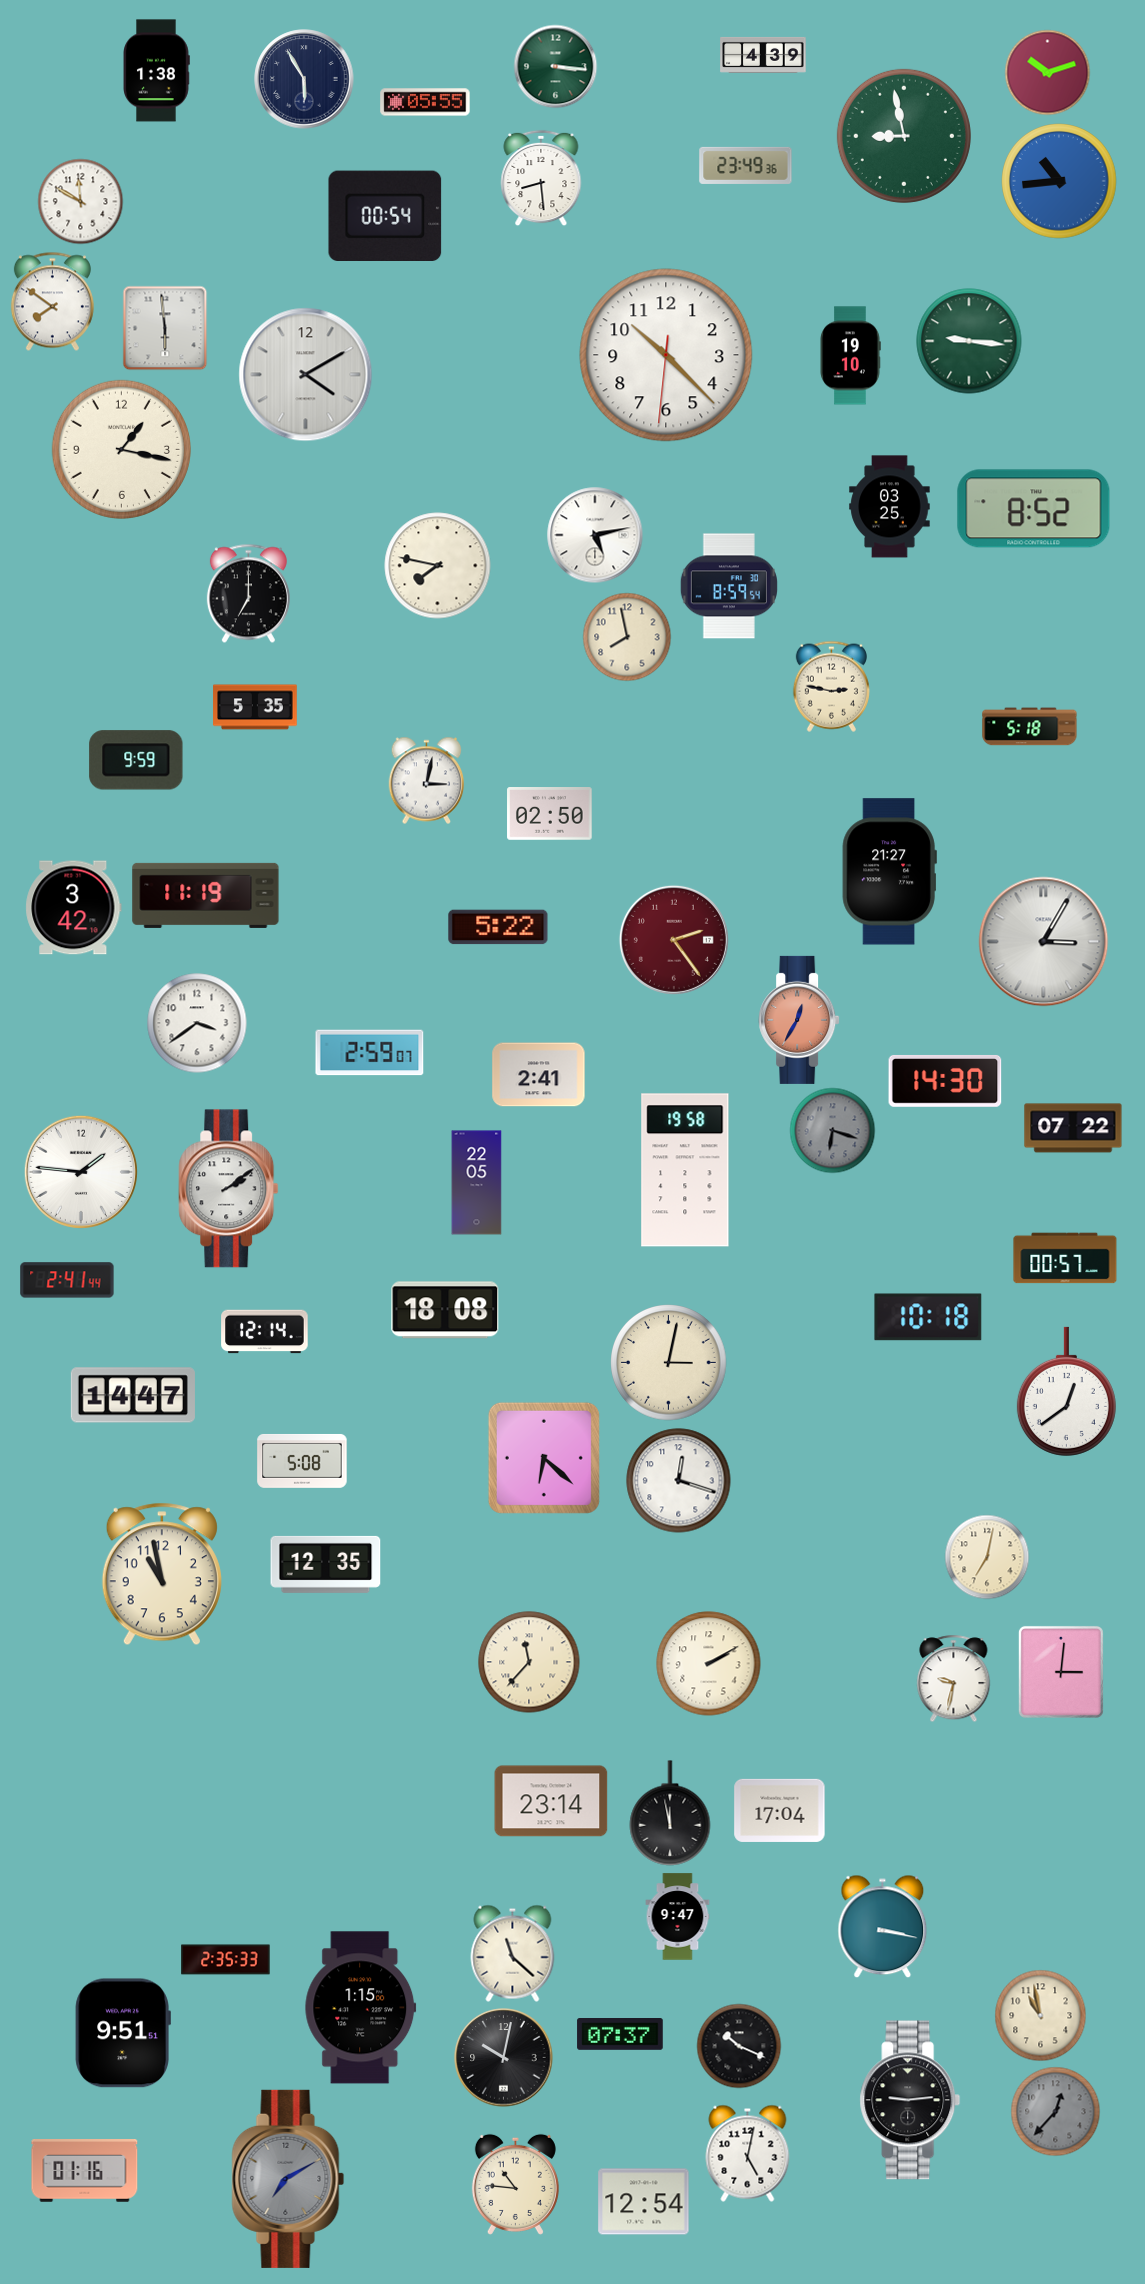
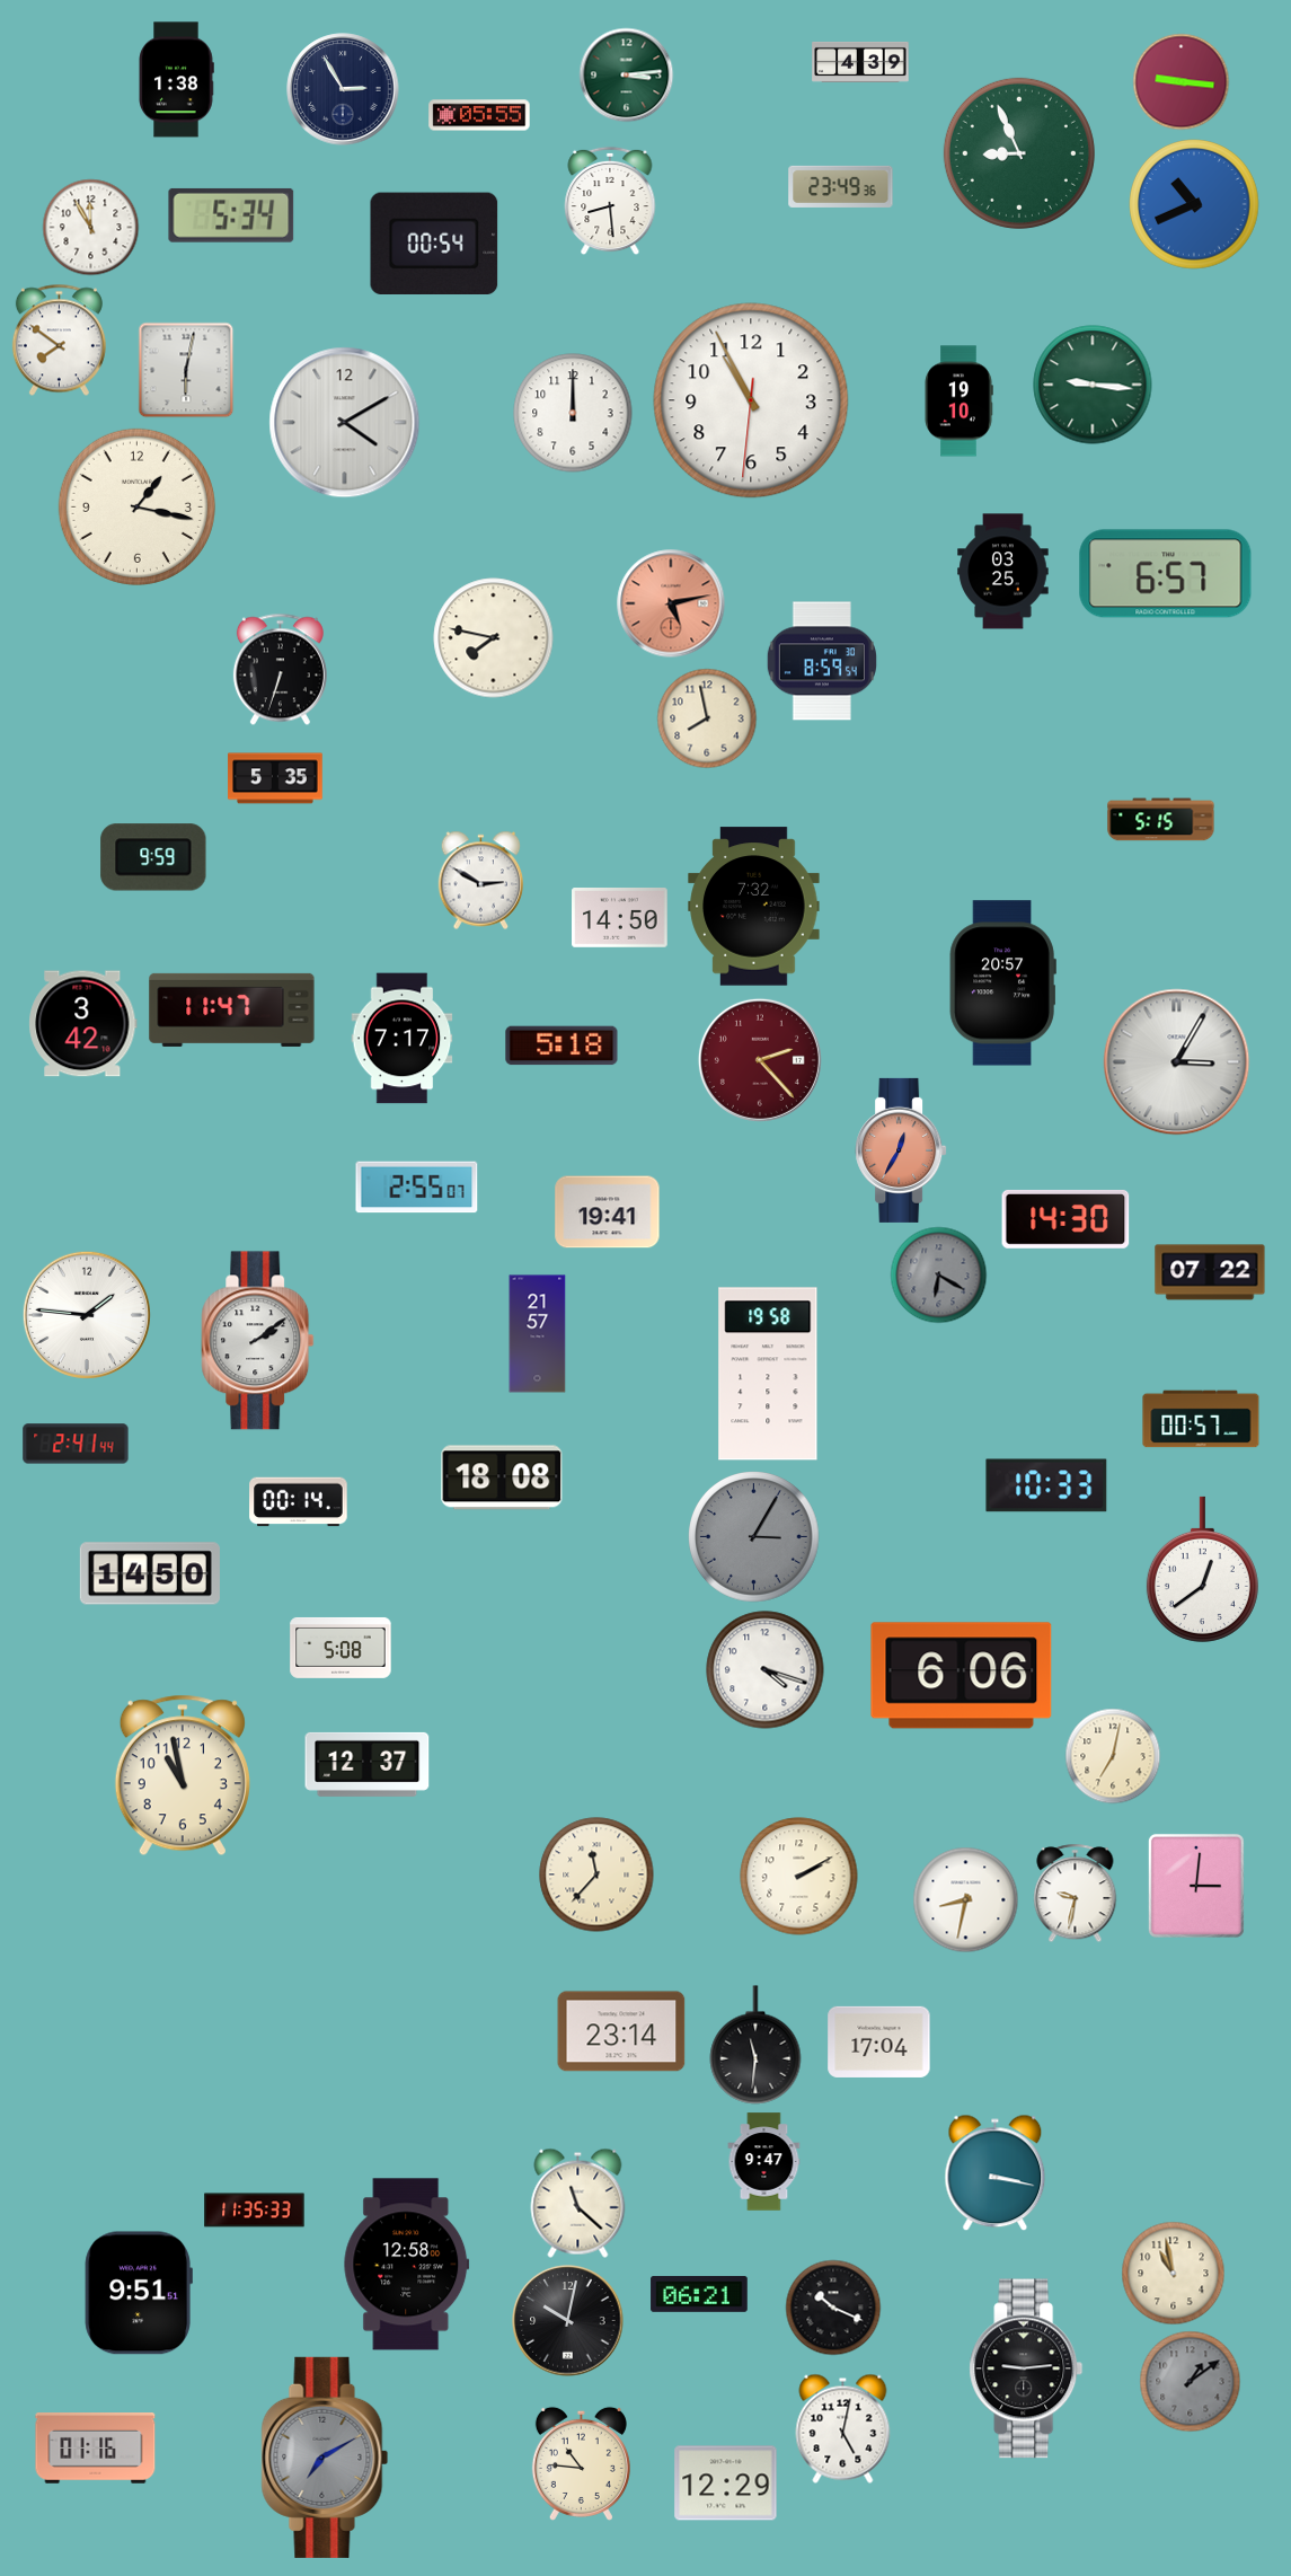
clock at (555, 66): 3:16 -> 3:14
clock at (1047, 72): 10:12 -> 9:16
clock at (304, 79): 5:55 -> 2:55
clock at (904, 136): 8:58 -> 8:56
clock at (1059, 181): 10:44 -> 10:41
clock at (231, 215): none -> 5:34
clock at (80, 201): 11:50 -> 11:55
clock at (165, 328): 5:59 -> 6:02
clock at (666, 355): 10:22 -> 10:55
clock at (573, 413): none -> 12:00
clock at (1034, 509): 8:52 -> 6:57
clock at (595, 535) dial: white -> salmon
clock at (248, 593): 7:00 -> 6:33
clock at (831, 686): 2:47 -> none
clock at (255, 707) position: (255, 707) -> (275, 778)
clock at (1030, 727): 5:18 -> 5:15
clock at (427, 780): 3:02 -> 2:50
clock at (754, 907): none -> 7:32
clock at (550, 814): 02:50 -> 14:50
clock at (889, 872): 21:27 -> 20:57
clock at (206, 895): 11:19 -> 11:47
clock at (403, 1039): none -> 7:17
clock at (498, 927): 5:22 -> 5:18
clock at (674, 940): 2:24 -> 2:23
clock at (197, 1023): 3:39 -> none
clock at (370, 1053): 2:59 -> 2:55
clock at (539, 1075): 2:41 -> 19:41
clock at (832, 1130): 6:18 -> 6:20
clock at (685, 1170) position: (685, 1170) -> (768, 1374)
clock at (81, 1172) position: (81, 1172) -> (87, 1315)
clock at (477, 1183): 22:05 -> 21:57
clock at (928, 1317): 10:18 -> 10:33
clock at (265, 1332): 12:14 -> 00:14
clock at (669, 1363): 3:02 -> 3:05
clock at (669, 1363) dial: cream -> grey
clock at (133, 1395): 14:47 -> 14:50
clock at (544, 1458): 6:22 -> none
clock at (679, 1481): 12:18 -> 4:18
clock at (962, 1676): none -> 6:06
clock at (326, 1564): 12:35 -> 12:37
clock at (965, 1899): none -> 8:32
clock at (670, 1813): 11:58 -> 11:31
clock at (226, 1960): 2:35 -> 11:35
clock at (361, 2008): 1:15 -> 12:58
clock at (620, 2035): 07:37 -> 06:21
clock at (1055, 2111): 12:37 -> 1:09
clock at (644, 2202): 12:54 -> 12:29
